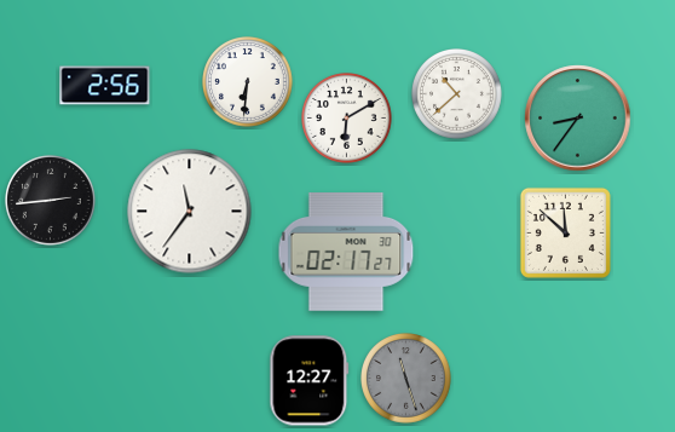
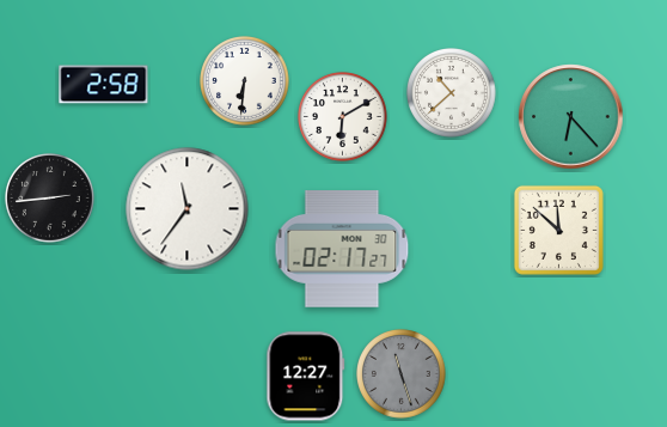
clock at (105, 86): 2:56 -> 2:58
clock at (578, 119): 8:36 -> 6:23
